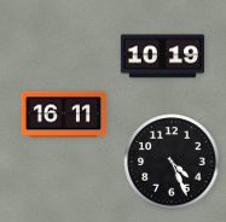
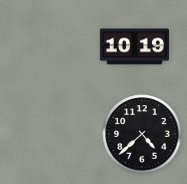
clock at (63, 115): 16:11 -> none
clock at (172, 162): 4:26 -> 4:38
